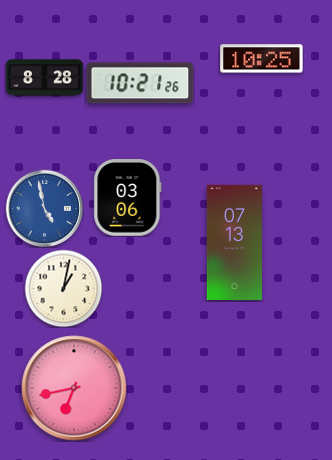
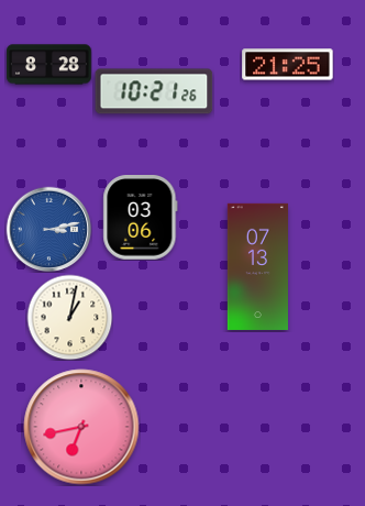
clock at (262, 59): 10:25 -> 21:25
clock at (45, 78) position: (45, 78) -> (49, 65)
clock at (44, 208): 4:58 -> 3:13
